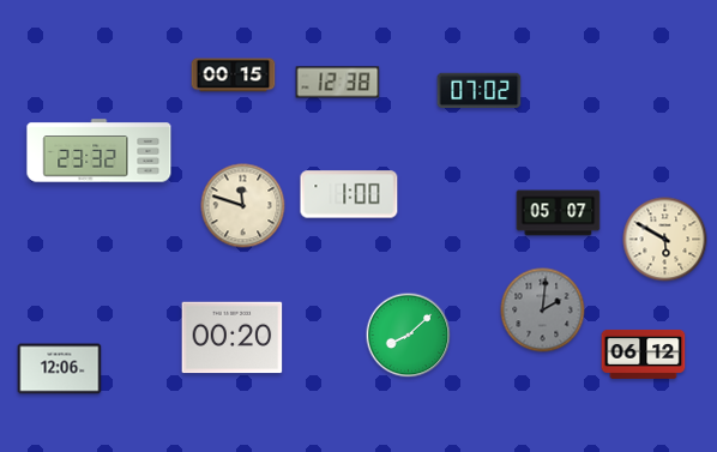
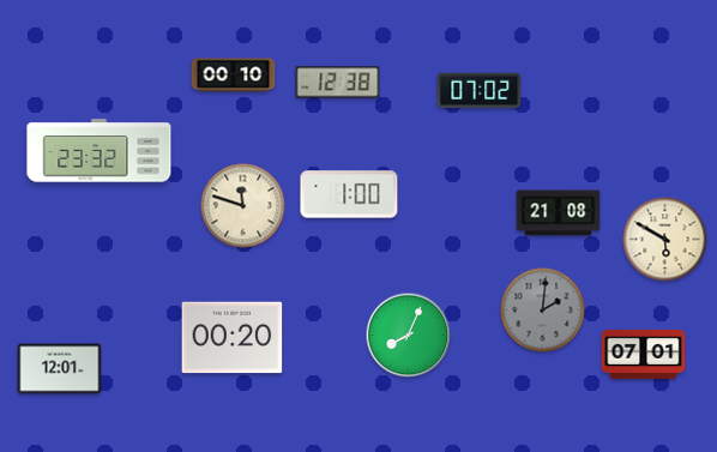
clock at (234, 76): 00:15 -> 00:10
clock at (559, 213): 05:07 -> 21:08
clock at (409, 336): 8:08 -> 8:04
clock at (644, 354): 06:12 -> 07:01
clock at (60, 369): 12:06 -> 12:01
